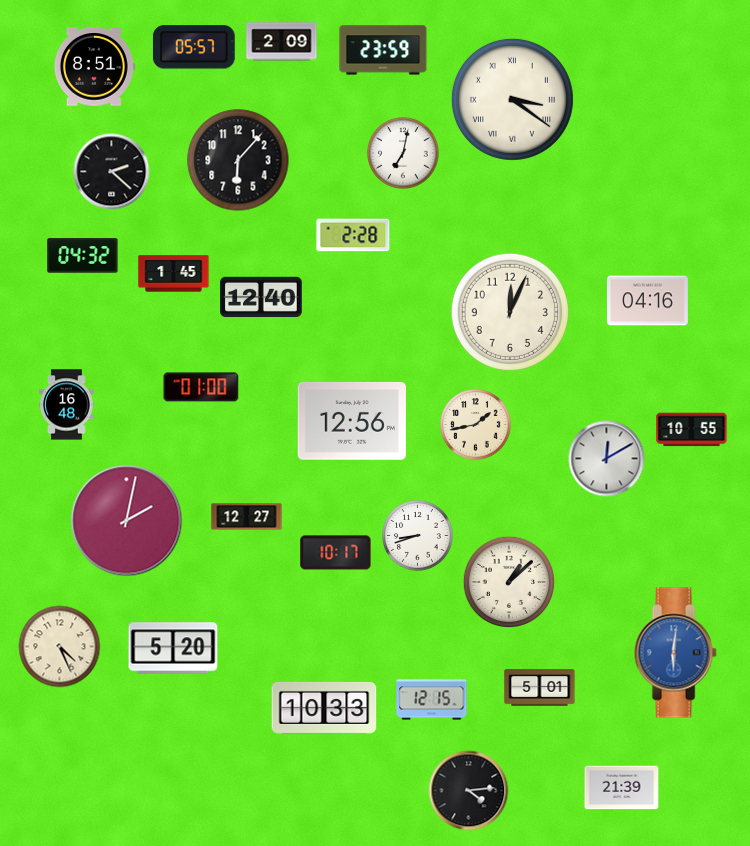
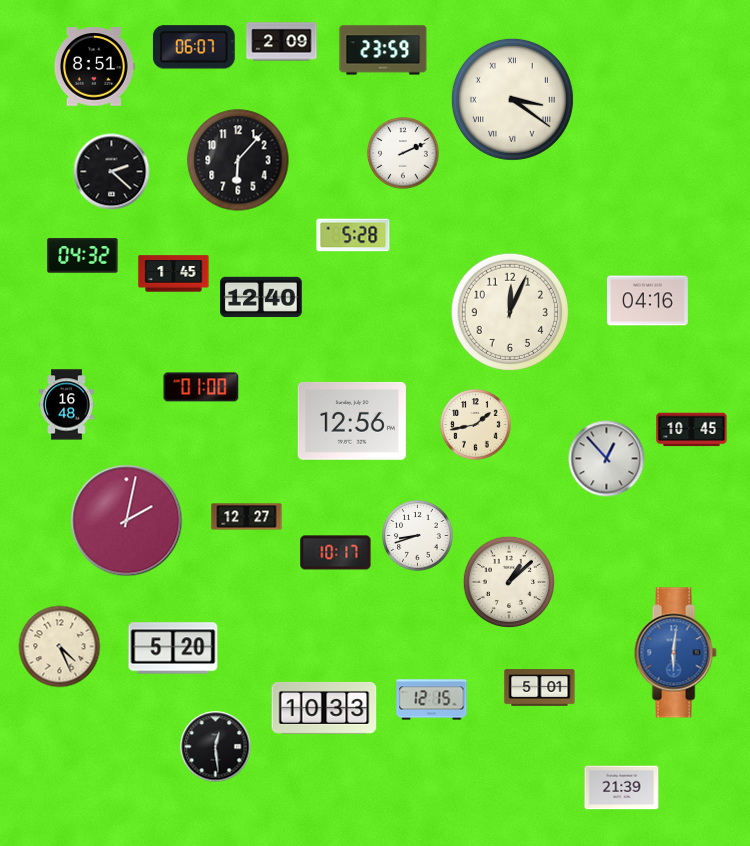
clock at (194, 47): 05:57 -> 06:07
clock at (403, 153): 7:02 -> 2:11
clock at (353, 235): 2:28 -> 5:28
clock at (692, 430): 10:55 -> 10:45
clock at (607, 459): 12:10 -> 12:53
clock at (216, 747): none -> 12:29
clock at (469, 791): 4:14 -> none
